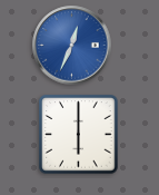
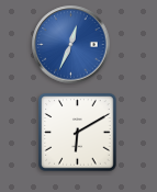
clock at (79, 135): 6:00 -> 6:10
